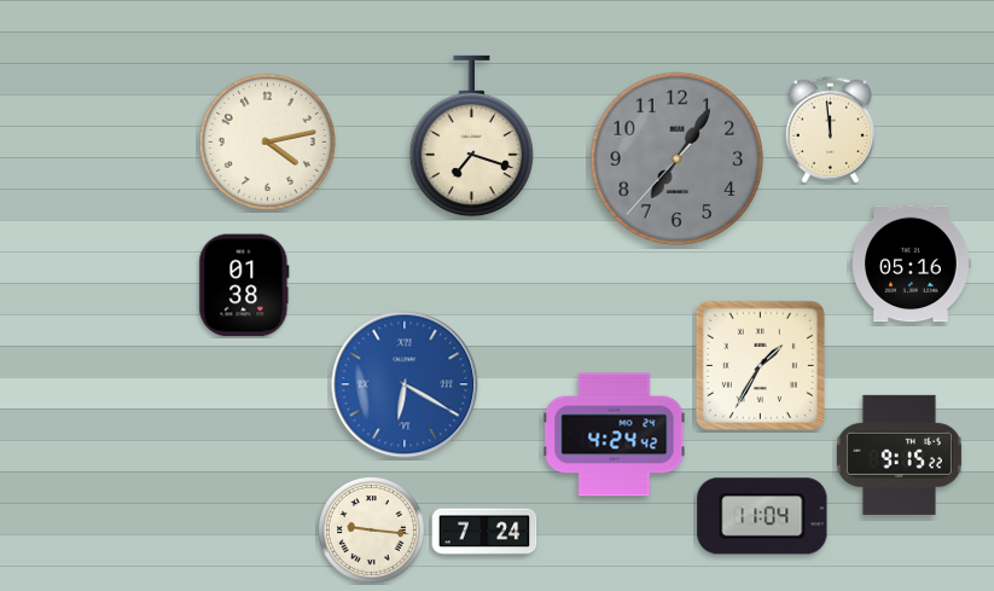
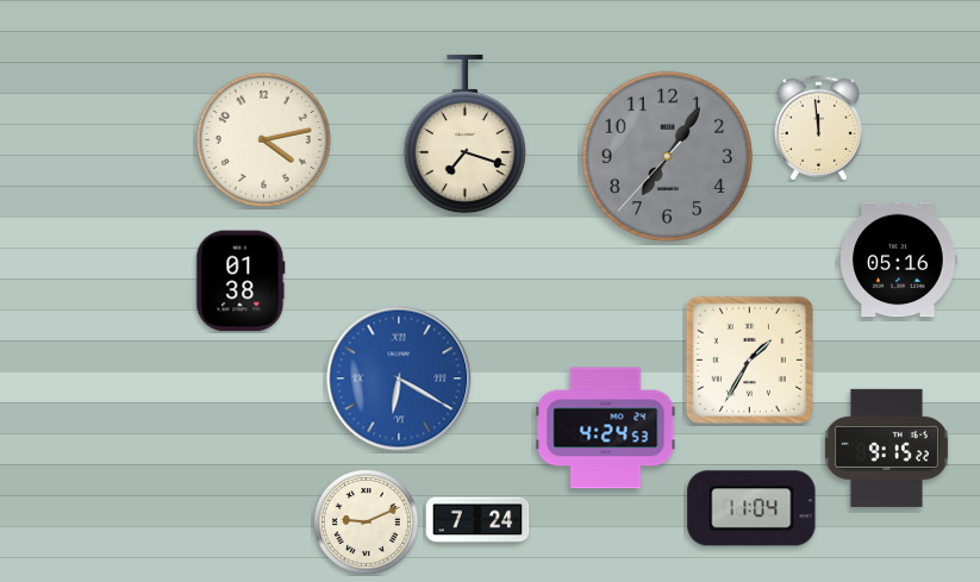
clock at (615, 435): 4:24:42 -> 4:24:53
clock at (372, 531): 9:16 -> 9:11
clock at (484, 532) position: (484, 532) -> (477, 520)
